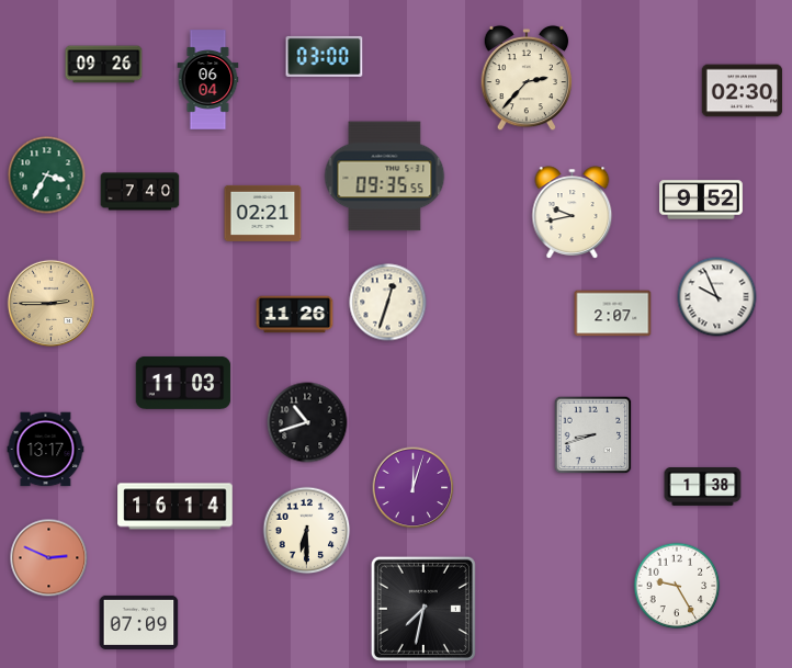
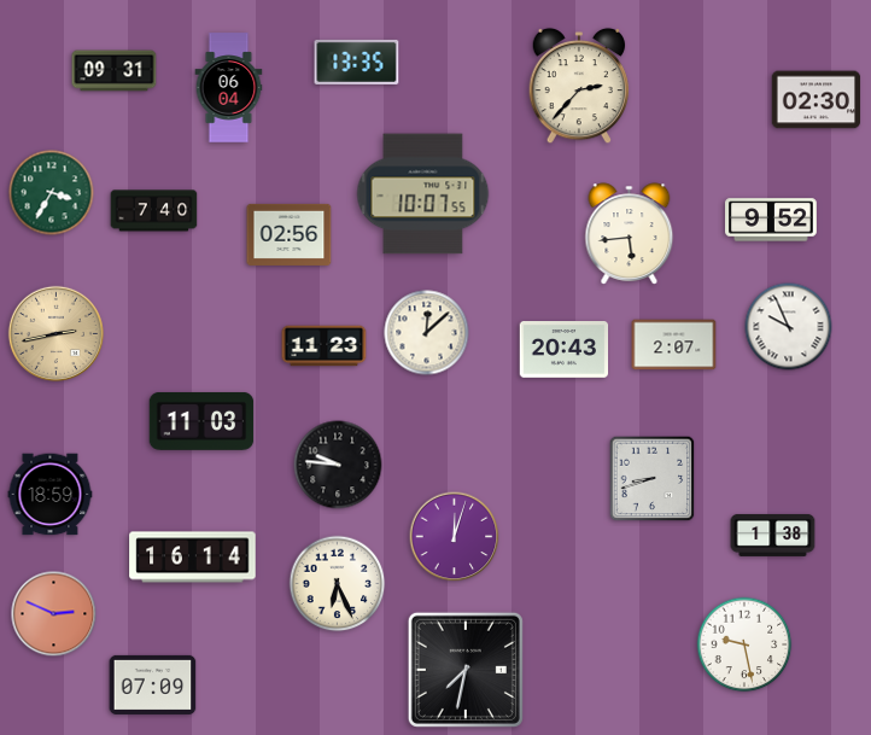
clock at (325, 56): 03:00 -> 13:35
clock at (104, 65): 09:26 -> 09:31
clock at (385, 177): 09:35 -> 10:07
clock at (263, 213): 02:21 -> 02:56
clock at (573, 213): 9:43 -> 5:44
clock at (50, 303): 2:45 -> 2:43
clock at (388, 303): 12:33 -> 12:08
clock at (295, 315): 11:26 -> 11:23
clock at (565, 350): none -> 20:43
clock at (307, 422): 10:42 -> 9:46
clock at (46, 450): 13:17 -> 18:59
clock at (307, 531): 6:30 -> 6:26
clock at (677, 586): 9:25 -> 9:28
